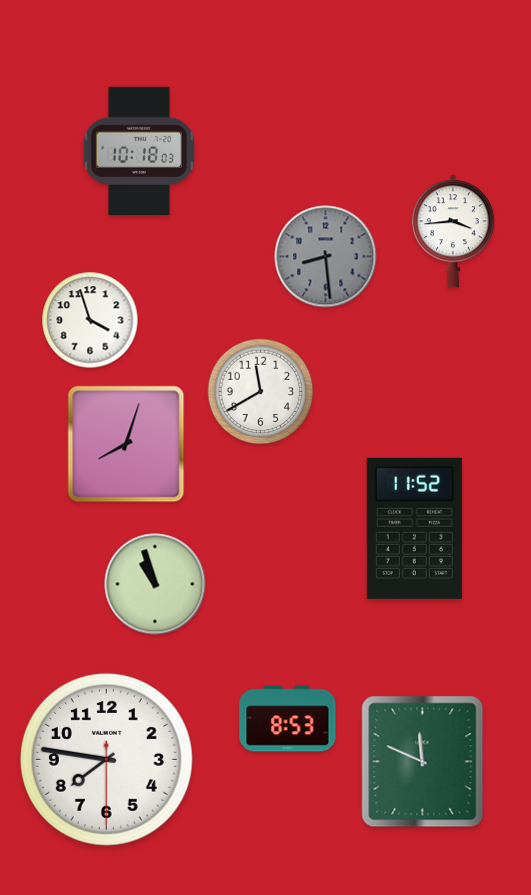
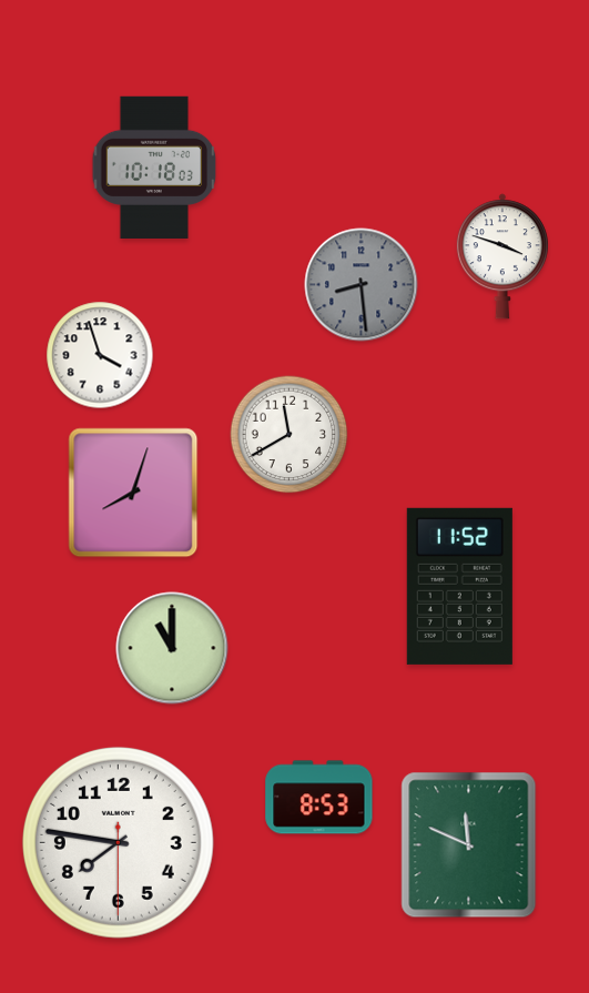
clock at (453, 231): 3:44 -> 3:48
clock at (126, 444) position: (126, 444) -> (133, 493)
clock at (155, 584): 10:57 -> 11:00
